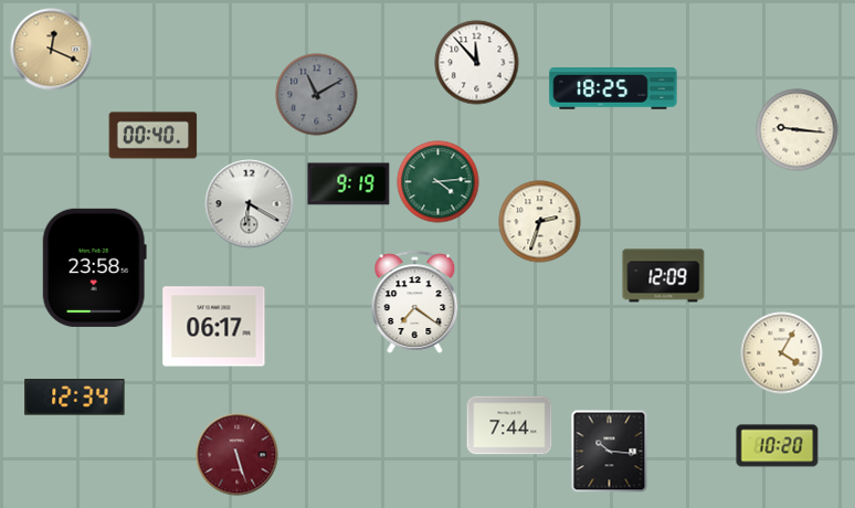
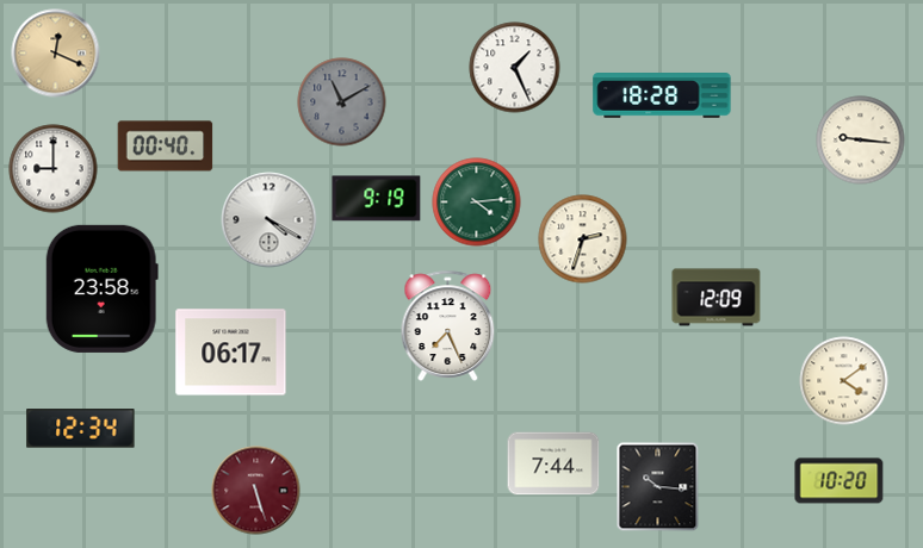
clock at (477, 63): 11:53 -> 1:26
clock at (613, 88): 18:25 -> 18:28
clock at (54, 169): none -> 9:00
clock at (439, 182) position: (439, 182) -> (477, 203)
clock at (250, 204): 6:20 -> 4:20
clock at (415, 301): 7:21 -> 7:26
clock at (782, 353): 4:05 -> 4:09
clock at (509, 425) position: (509, 425) -> (553, 463)
